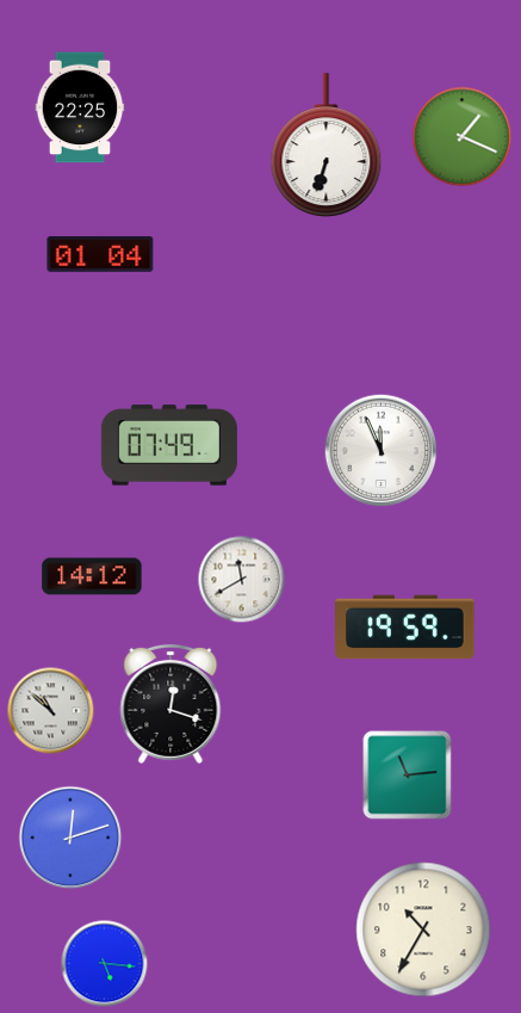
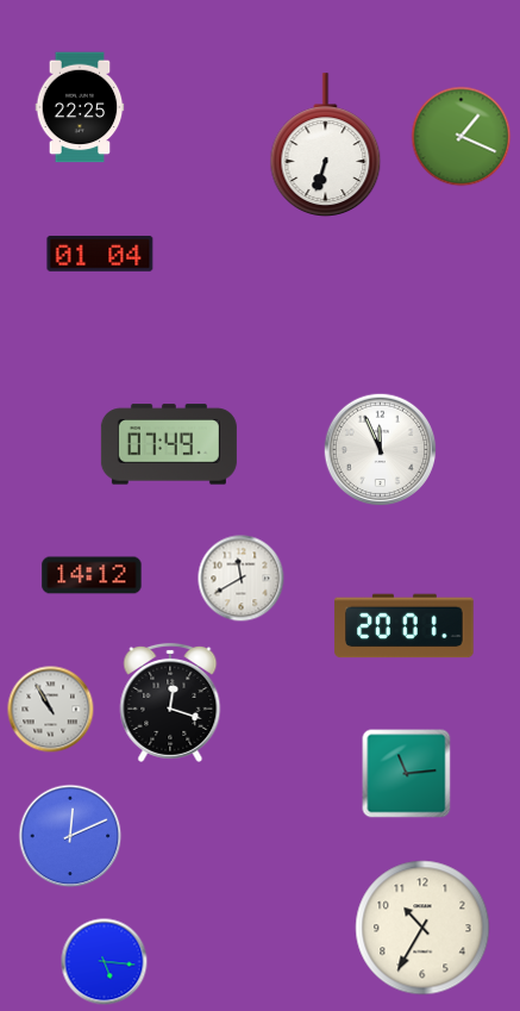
clock at (405, 628): 19:59 -> 20:01
clock at (51, 711): 10:52 -> 10:55
clock at (70, 838): 12:12 -> 12:11
